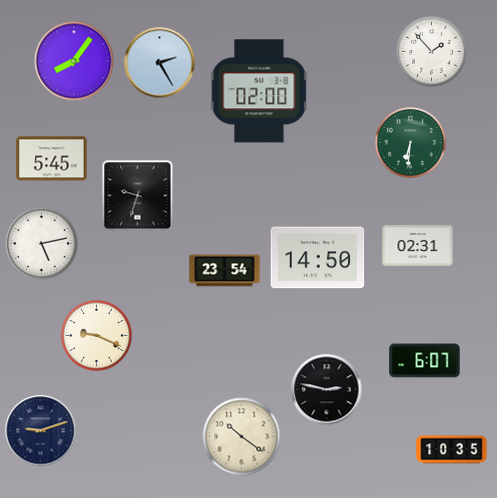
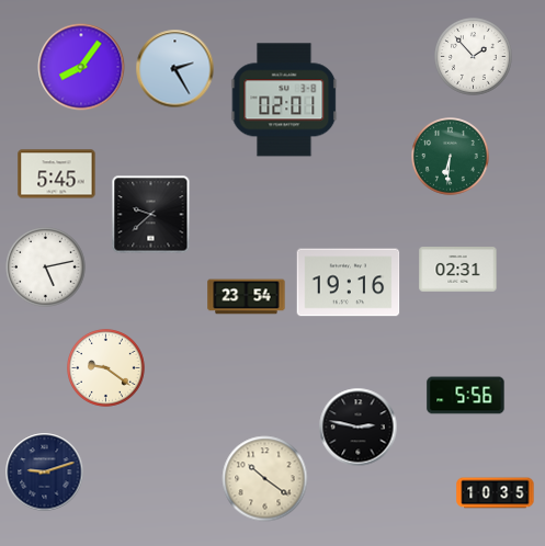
clock at (259, 91): 02:00 -> 02:01
clock at (138, 196): 9:33 -> 9:38
clock at (318, 258): 14:50 -> 19:16
clock at (97, 336): 9:19 -> 9:21
clock at (425, 361): 6:07 -> 5:56
